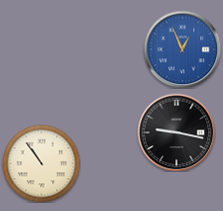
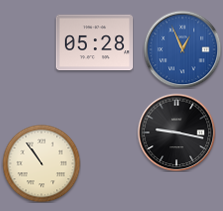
clock at (94, 43): none -> 05:28
